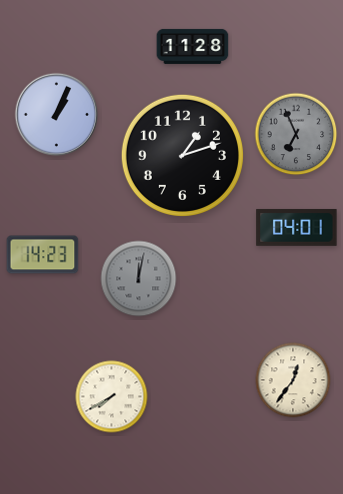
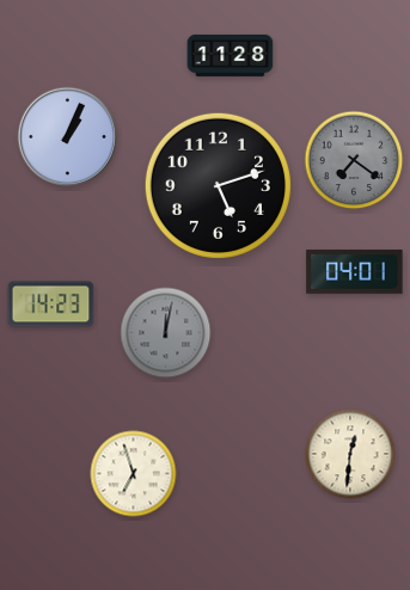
clock at (296, 134): 6:56 -> 7:21
clock at (182, 155): 1:12 -> 5:12
clock at (293, 380): 12:36 -> 12:31
clock at (112, 397): 7:40 -> 6:57
